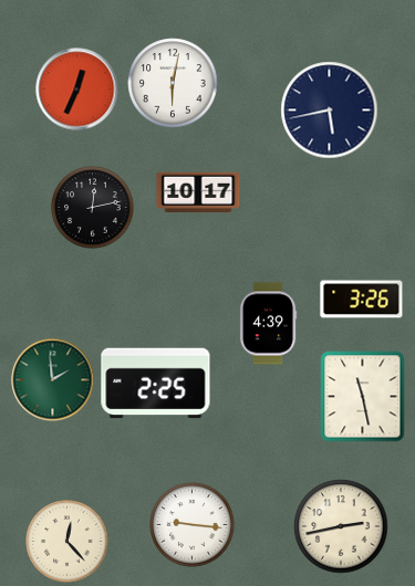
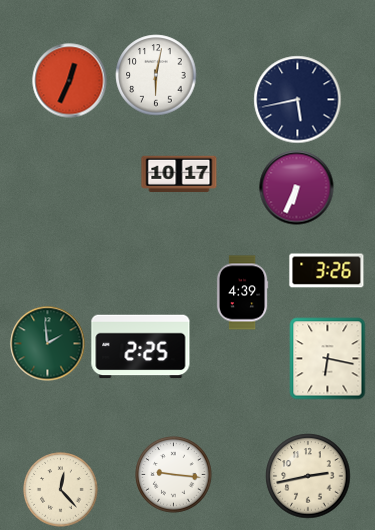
clock at (93, 208): 12:13 -> none
clock at (297, 188): none -> 6:34
clock at (363, 397): 11:28 -> 6:17
